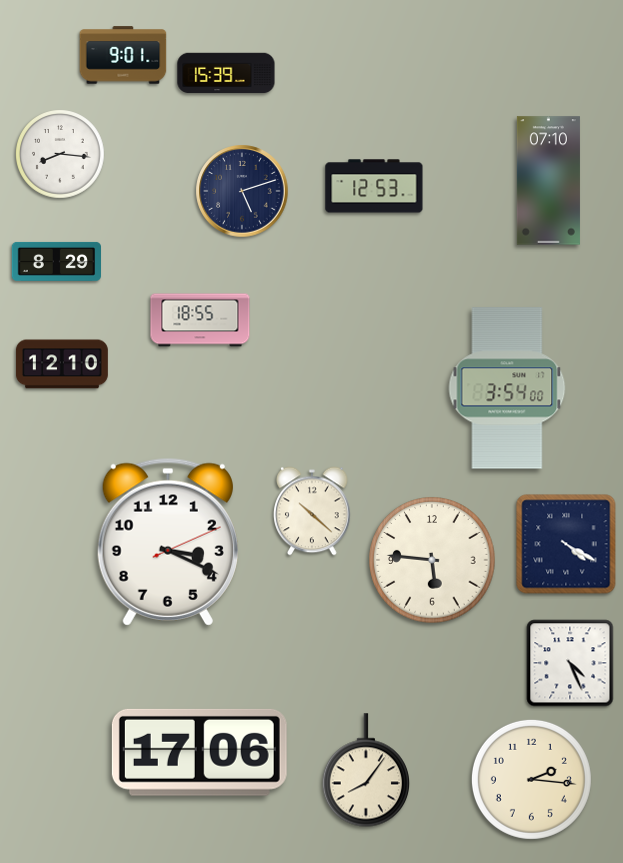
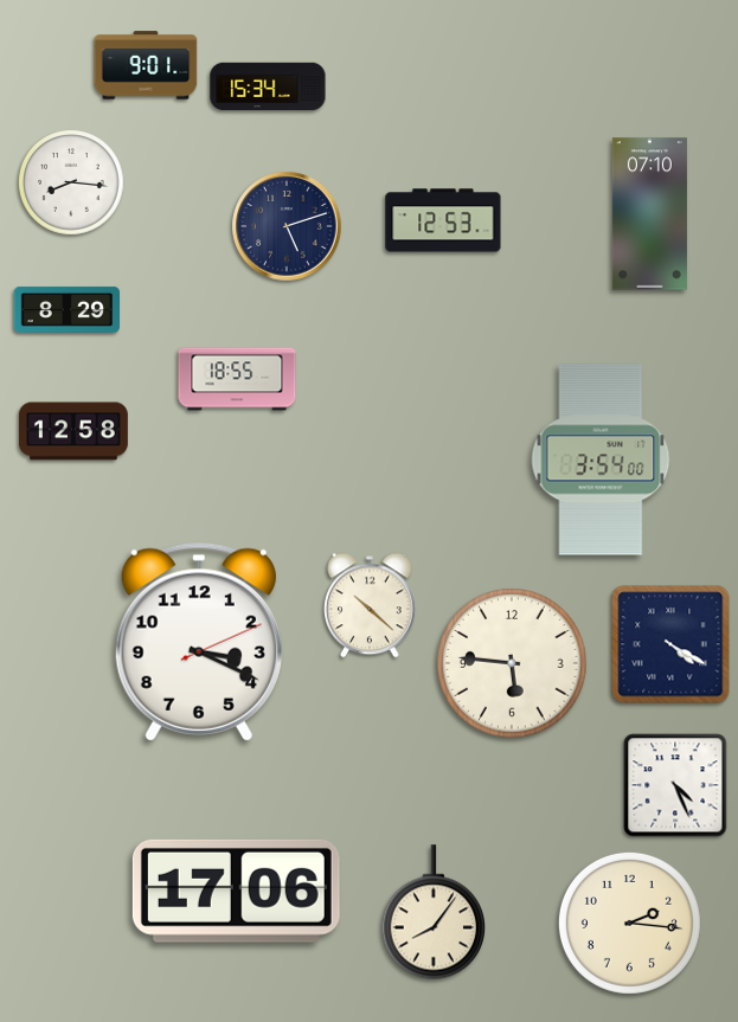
clock at (226, 73): 15:39 -> 15:34
clock at (62, 364): 12:10 -> 12:58
